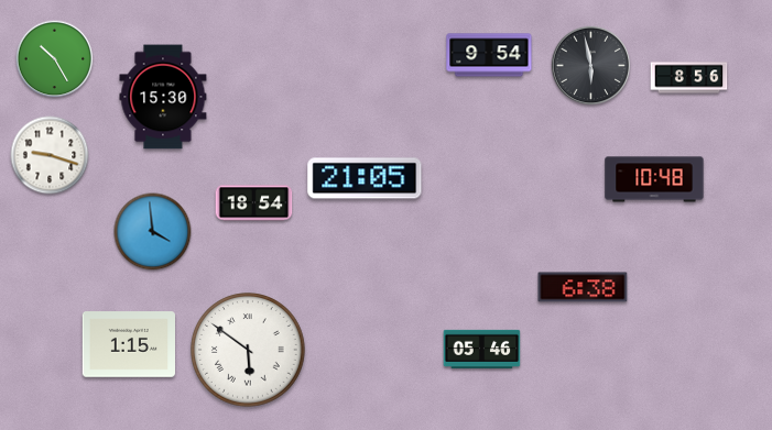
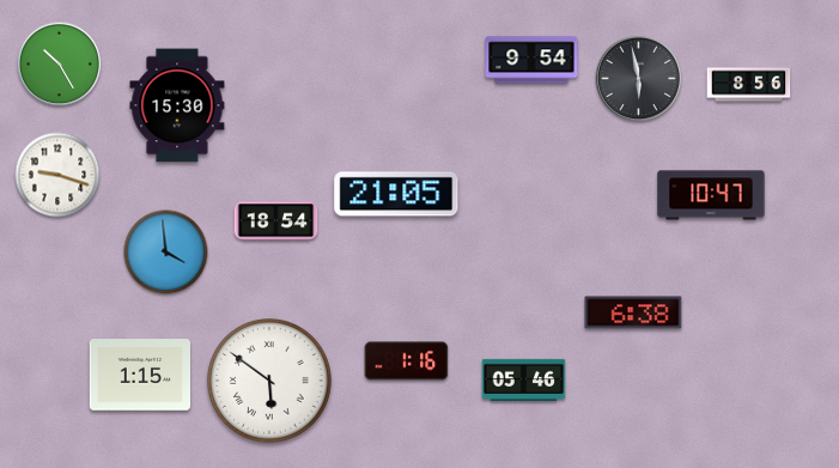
clock at (591, 66) position: (591, 66) -> (639, 79)
clock at (50, 155) position: (50, 155) -> (57, 175)
clock at (654, 179): 10:48 -> 10:47
clock at (407, 361): none -> 1:16
